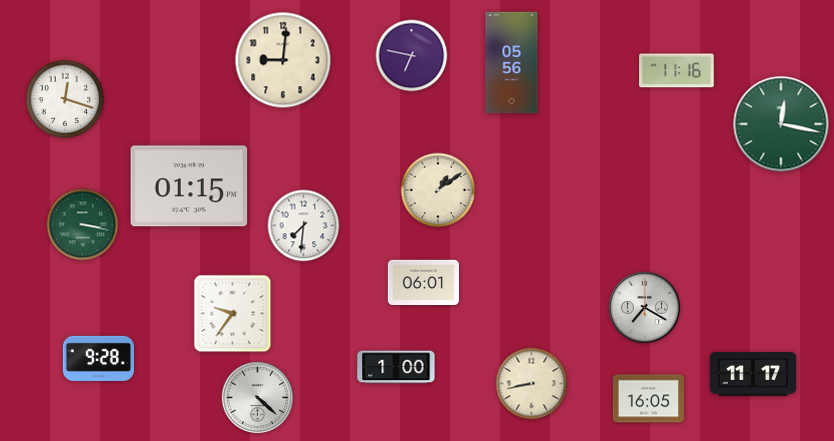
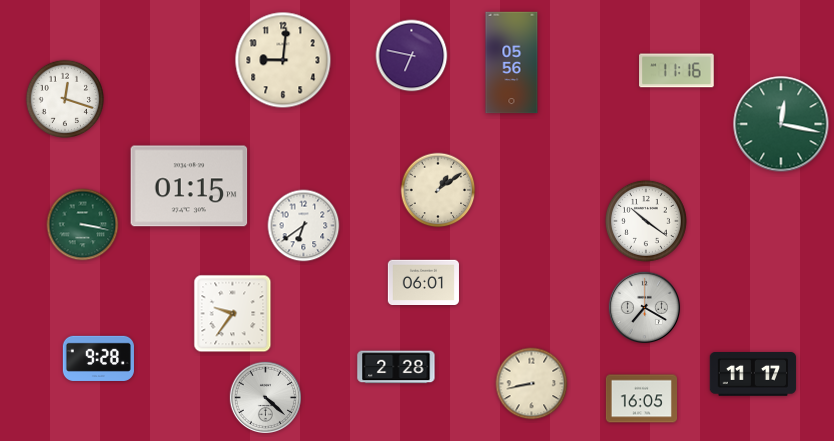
clock at (646, 221): none -> 10:21
clock at (304, 226): 7:31 -> 6:39
clock at (396, 367): 1:00 -> 2:28
clock at (257, 397) position: (257, 397) -> (265, 397)
clock at (648, 399) position: (648, 399) -> (641, 399)
